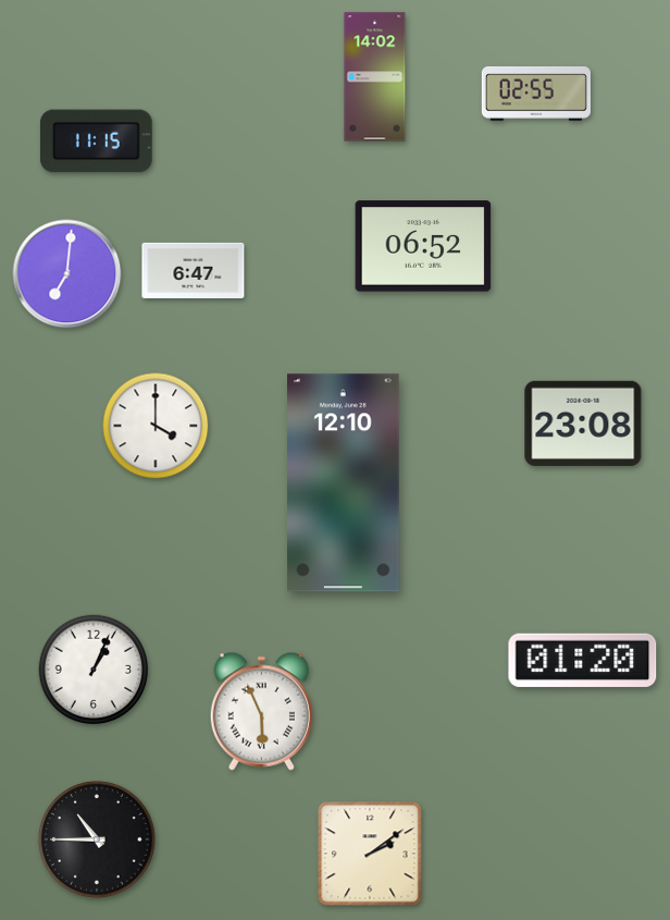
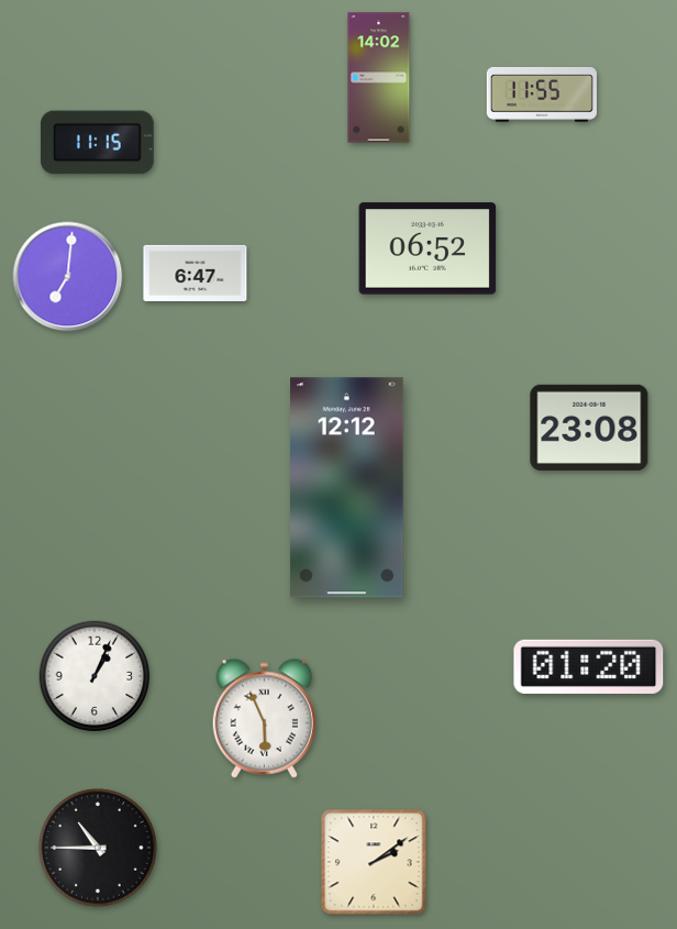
clock at (536, 94): 02:55 -> 11:55
clock at (156, 426): 4:00 -> none
clock at (344, 483): 12:10 -> 12:12
